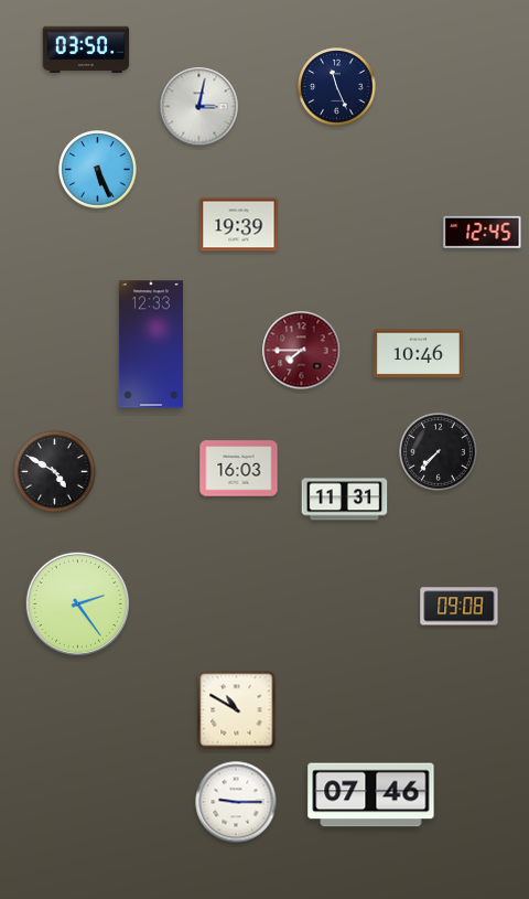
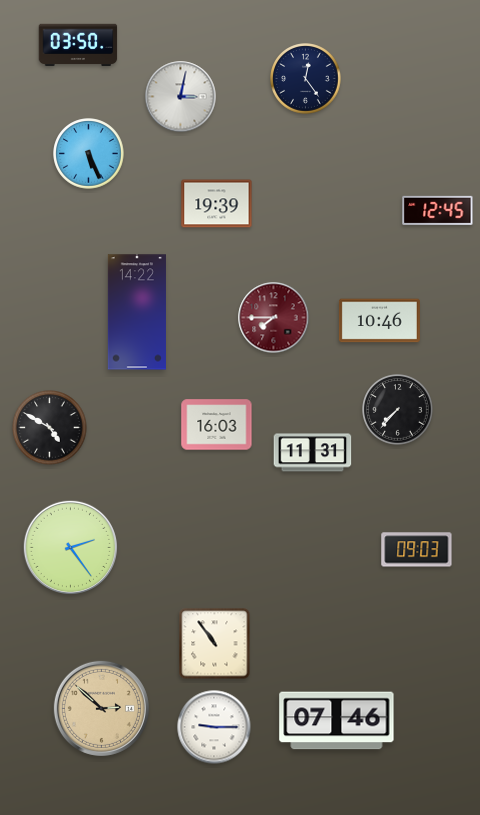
clock at (337, 87): 11:26 -> 12:24
clock at (151, 344): 12:33 -> 14:22
clock at (460, 607): 09:08 -> 09:03
clock at (237, 710): 10:50 -> 10:54
clock at (101, 708): none -> 2:52
